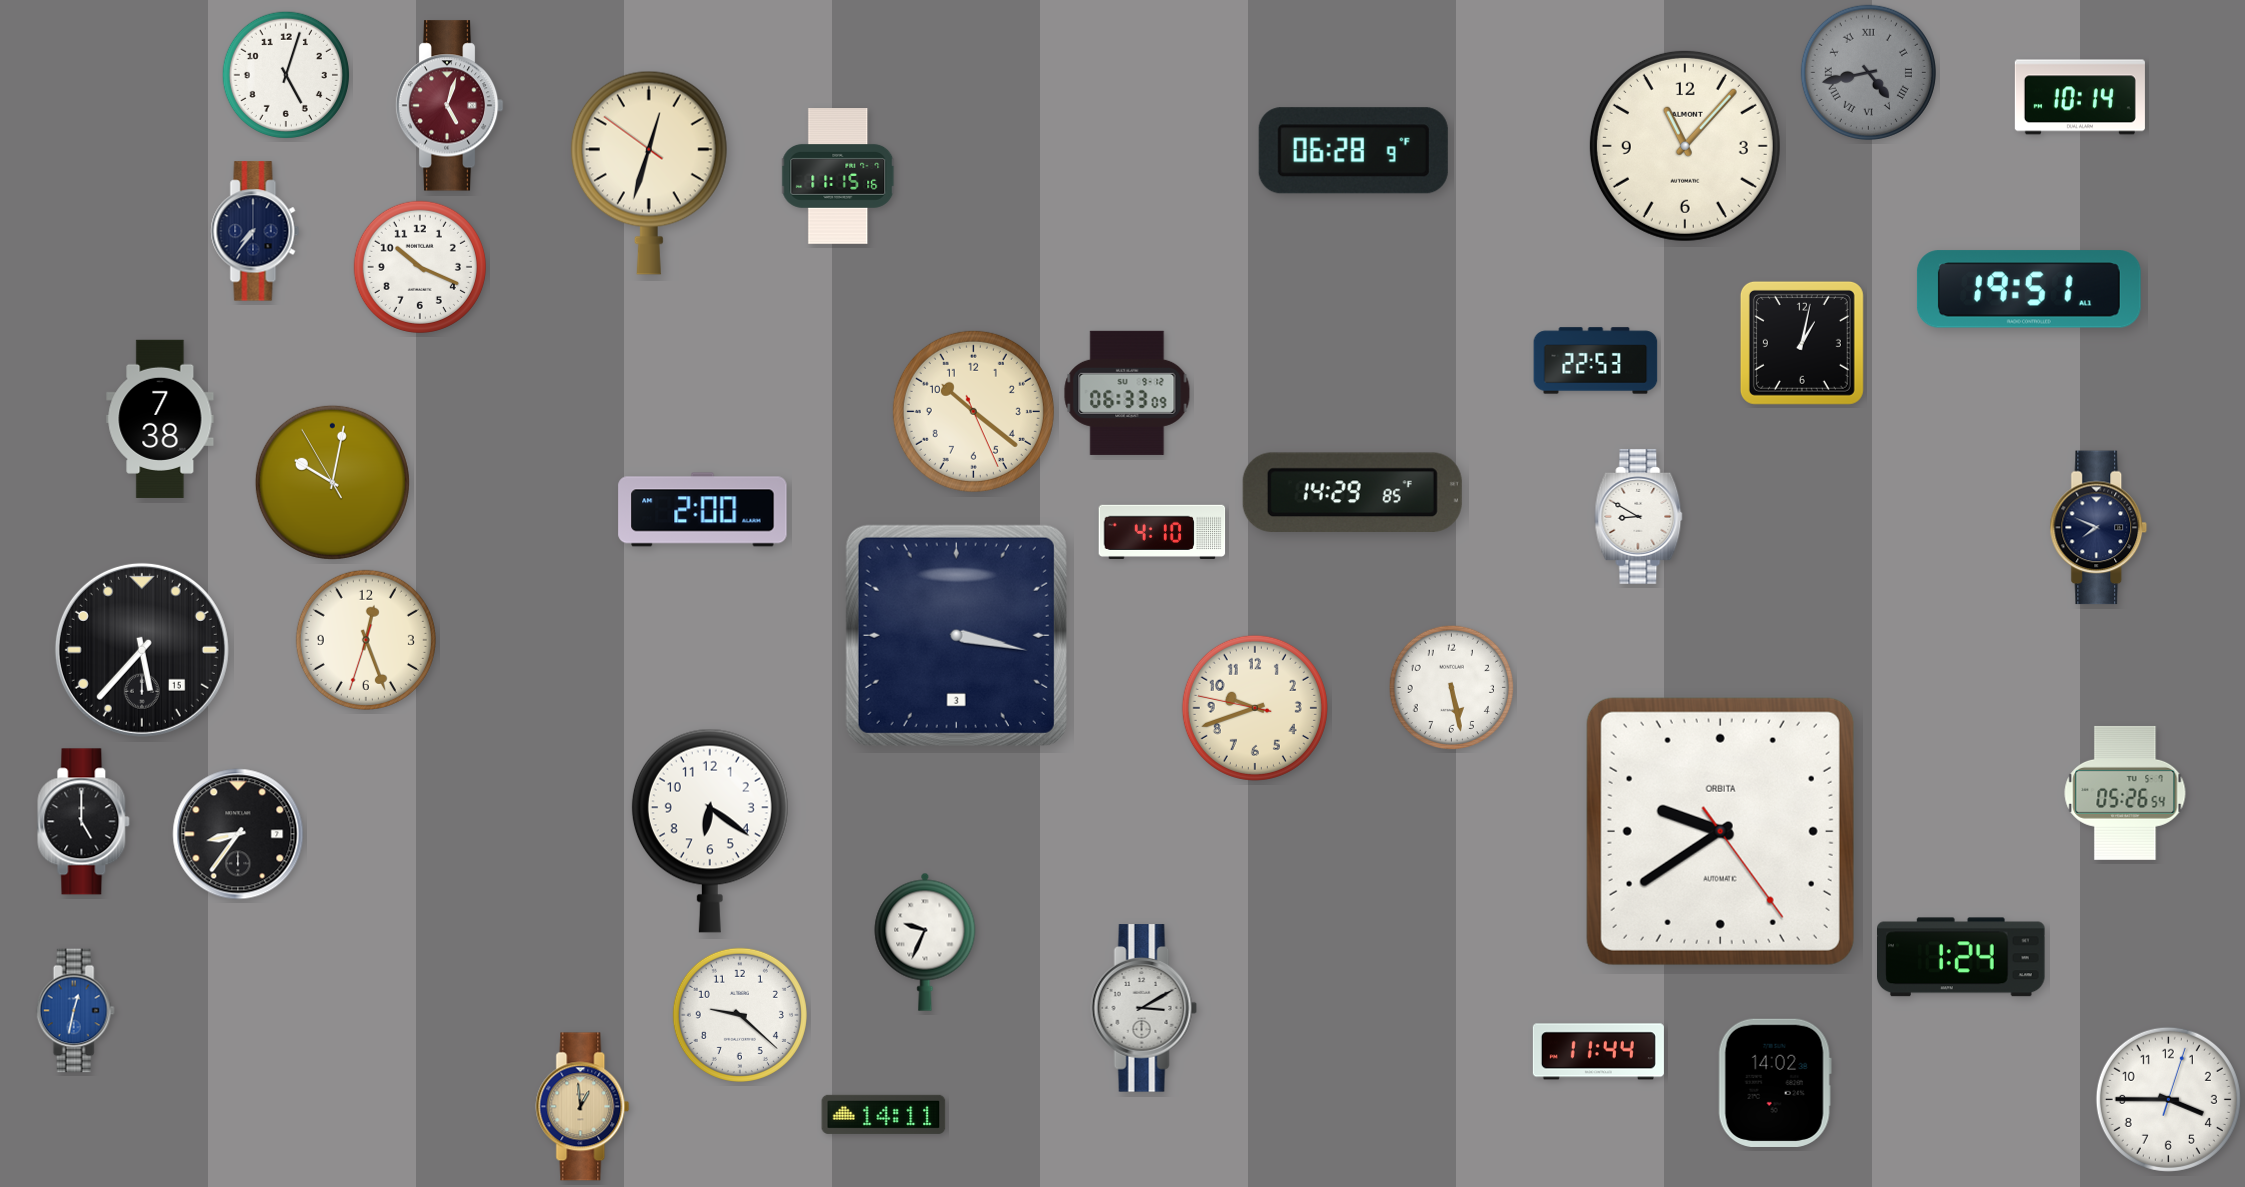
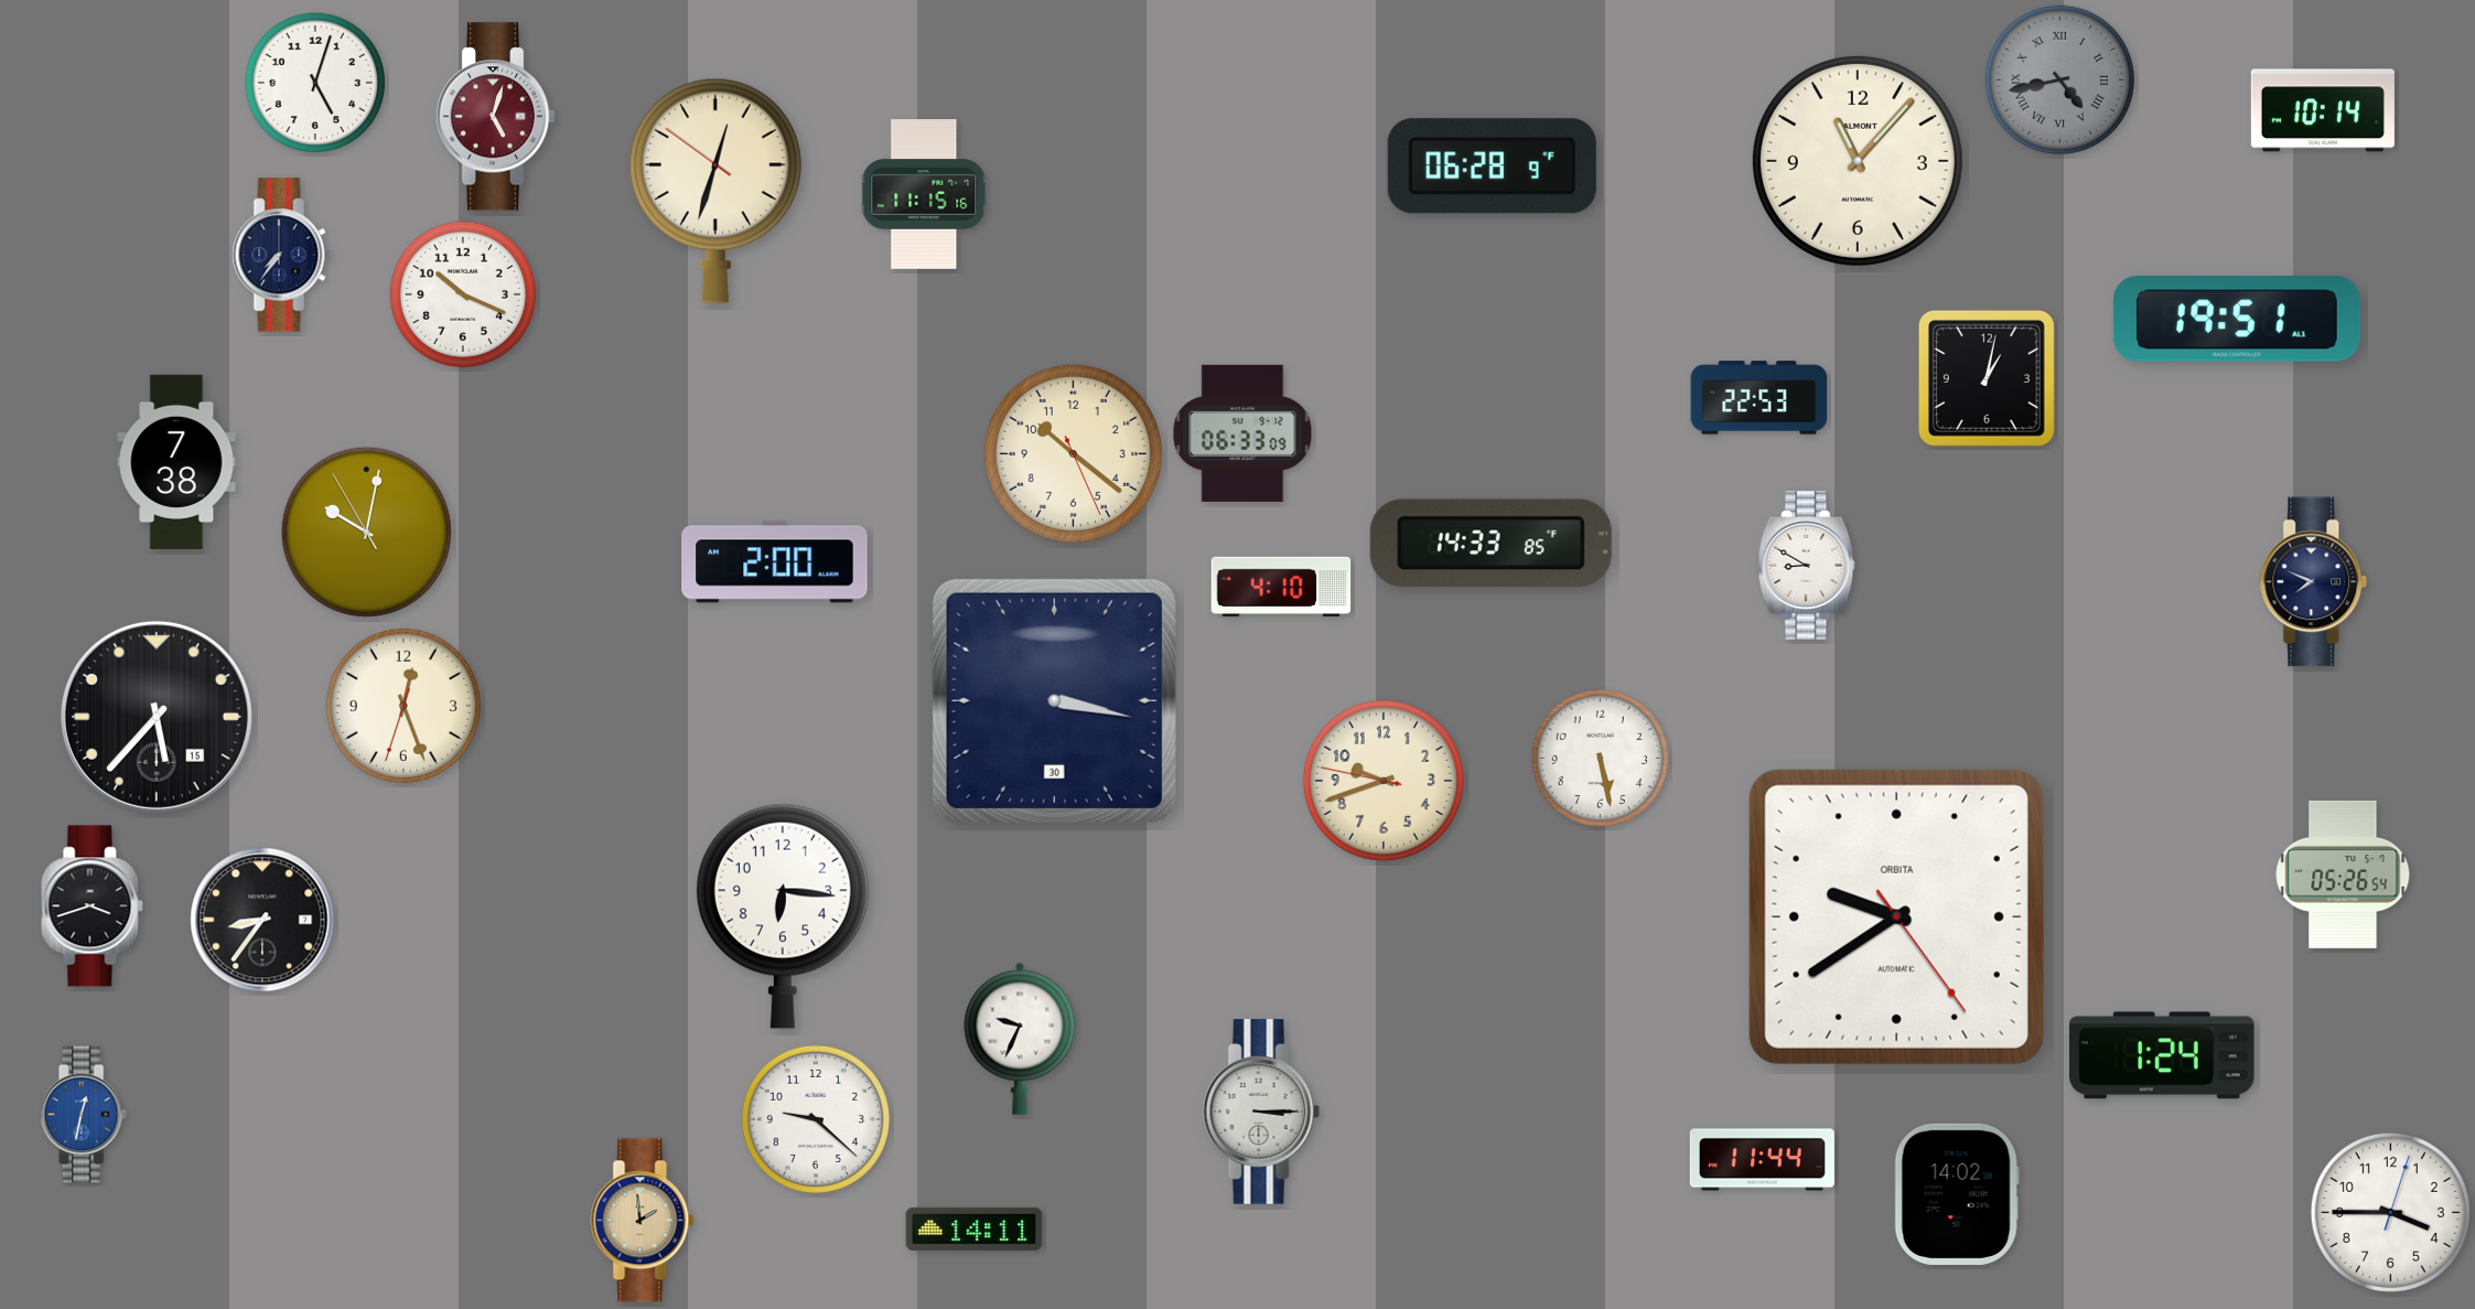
clock at (2080, 97) position: (2080, 97) -> (2323, 110)
clock at (1352, 492): 14:29 -> 14:33
clock at (1639, 516) position: (1639, 516) -> (1807, 565)
clock at (956, 635) date: 3 -> 30
clock at (84, 822): 5:00 -> 3:42
clock at (710, 831): 6:21 -> 6:16
clock at (1144, 1008): 3:10 -> 3:15
clock at (583, 1107): 12:59 -> 1:59
